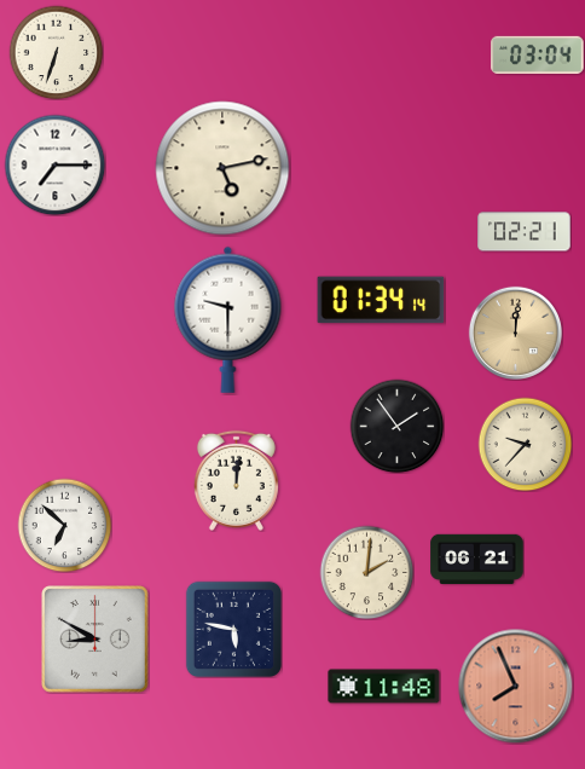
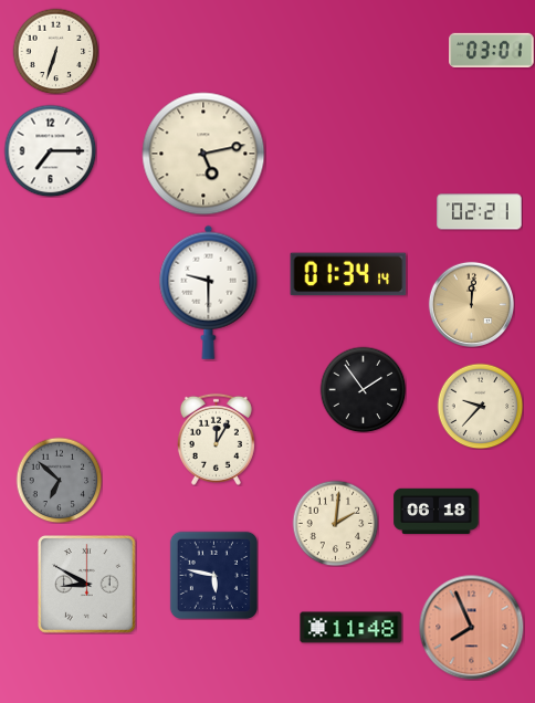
clock at (56, 52) position: (56, 52) -> (55, 51)
clock at (538, 54): 03:04 -> 03:01
clock at (236, 480): 12:01 -> 12:05
clock at (64, 525) dial: white -> grey
clock at (477, 559): 06:21 -> 06:18
